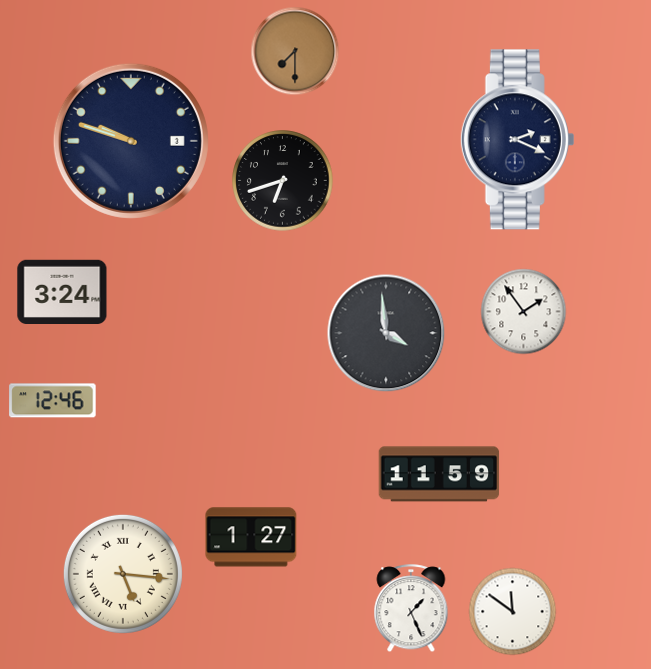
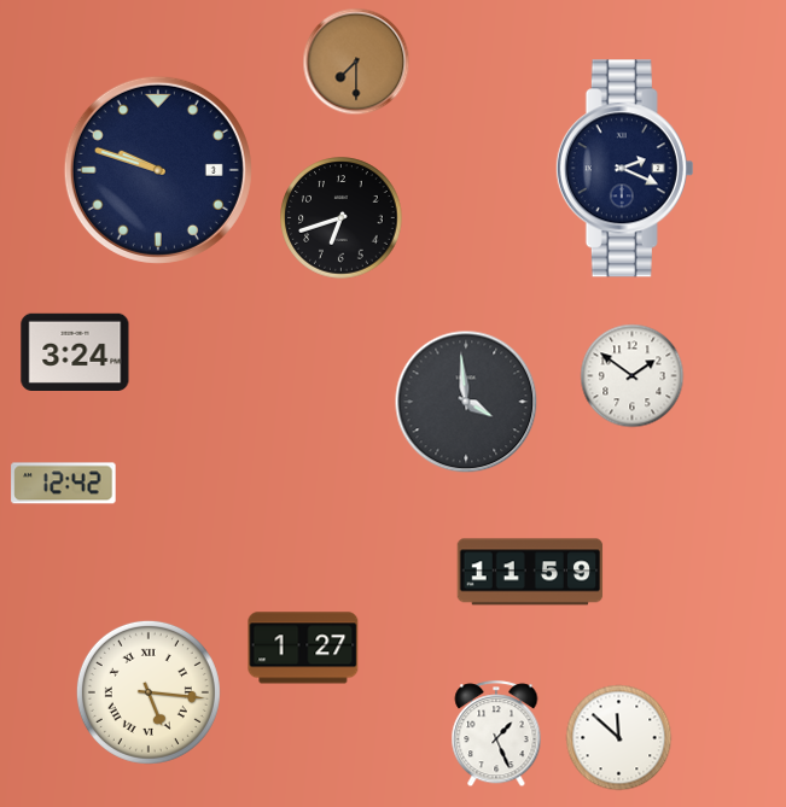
clock at (524, 312): 1:54 -> 1:51
clock at (53, 401): 12:46 -> 12:42
clock at (513, 612): 11:51 -> 11:52
